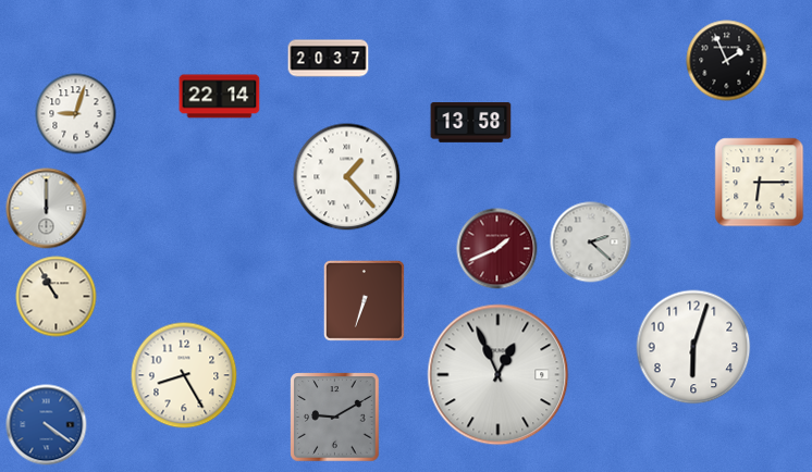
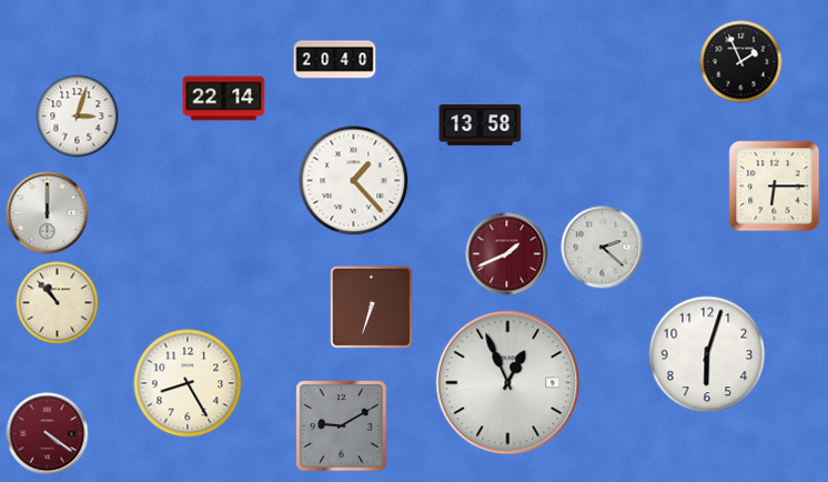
clock at (329, 59): 20:37 -> 20:40
clock at (76, 114): 9:03 -> 3:03
clock at (57, 297): 10:55 -> 10:53
clock at (47, 425) dial: blue -> burgundy
